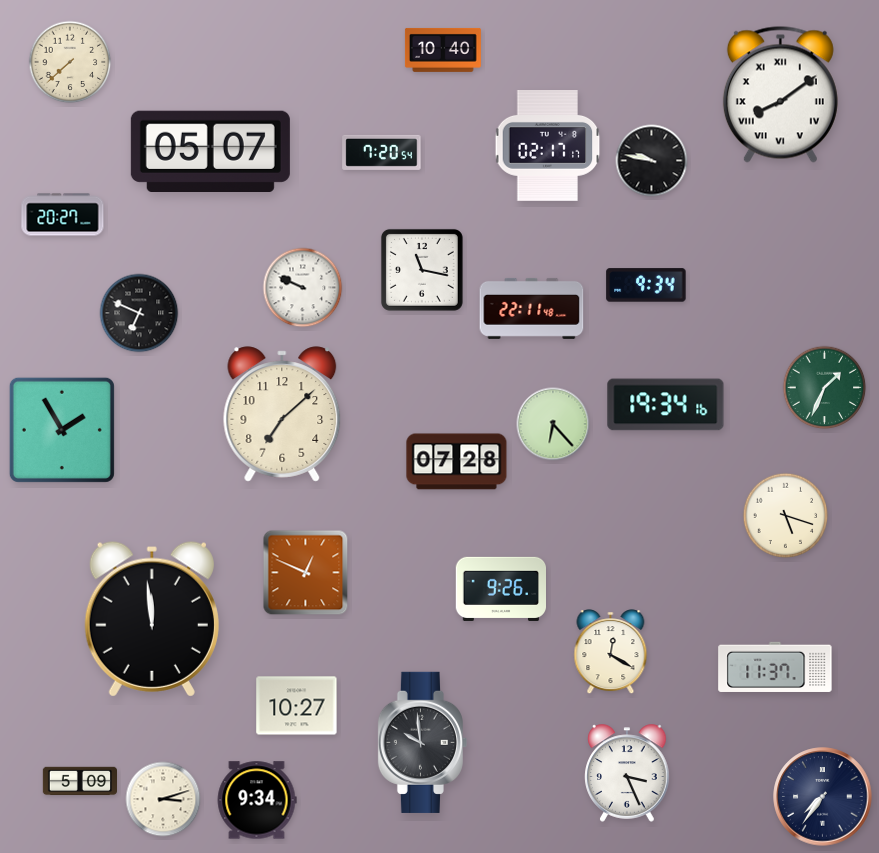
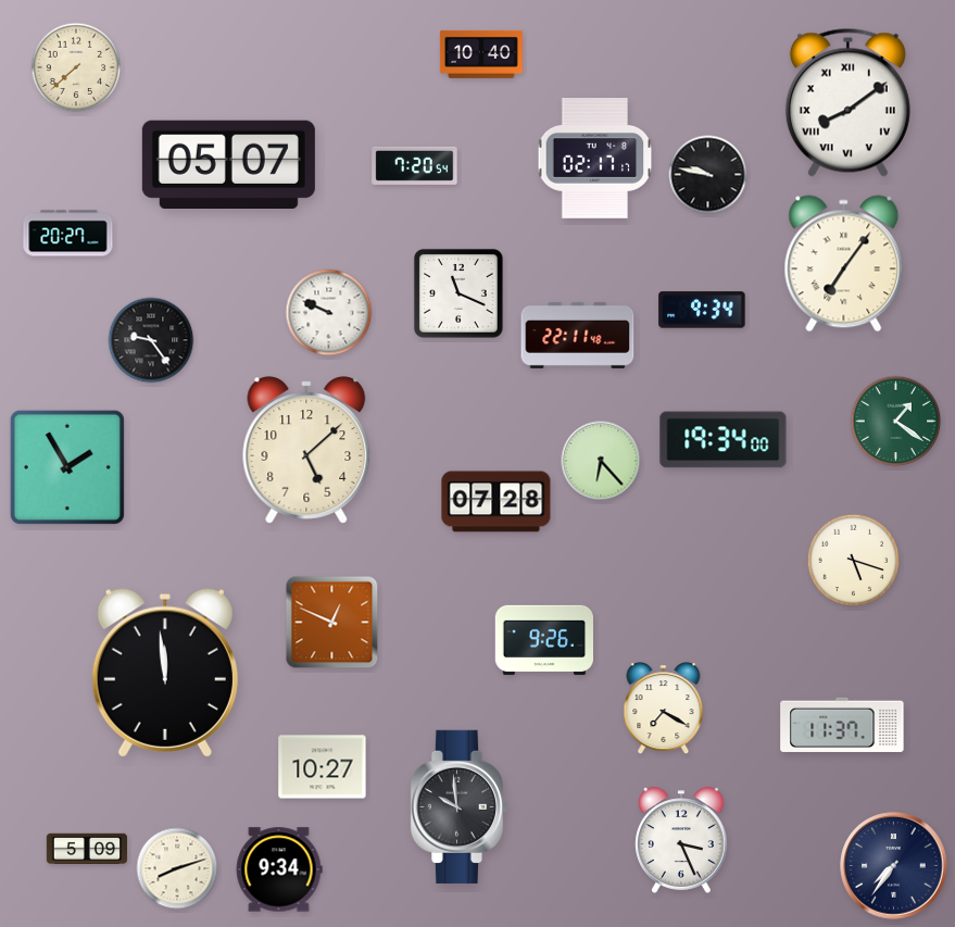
clock at (844, 264): none -> 7:06
clock at (422, 270): 11:17 -> 11:19
clock at (139, 313): 6:49 -> 9:24
clock at (825, 388): 1:34 -> 1:21
clock at (666, 405): 19:34:16 -> 19:34:00
clock at (282, 414): 7:08 -> 5:08
clock at (611, 652): 12:20 -> 7:20
clock at (163, 799): 3:12 -> 8:12
